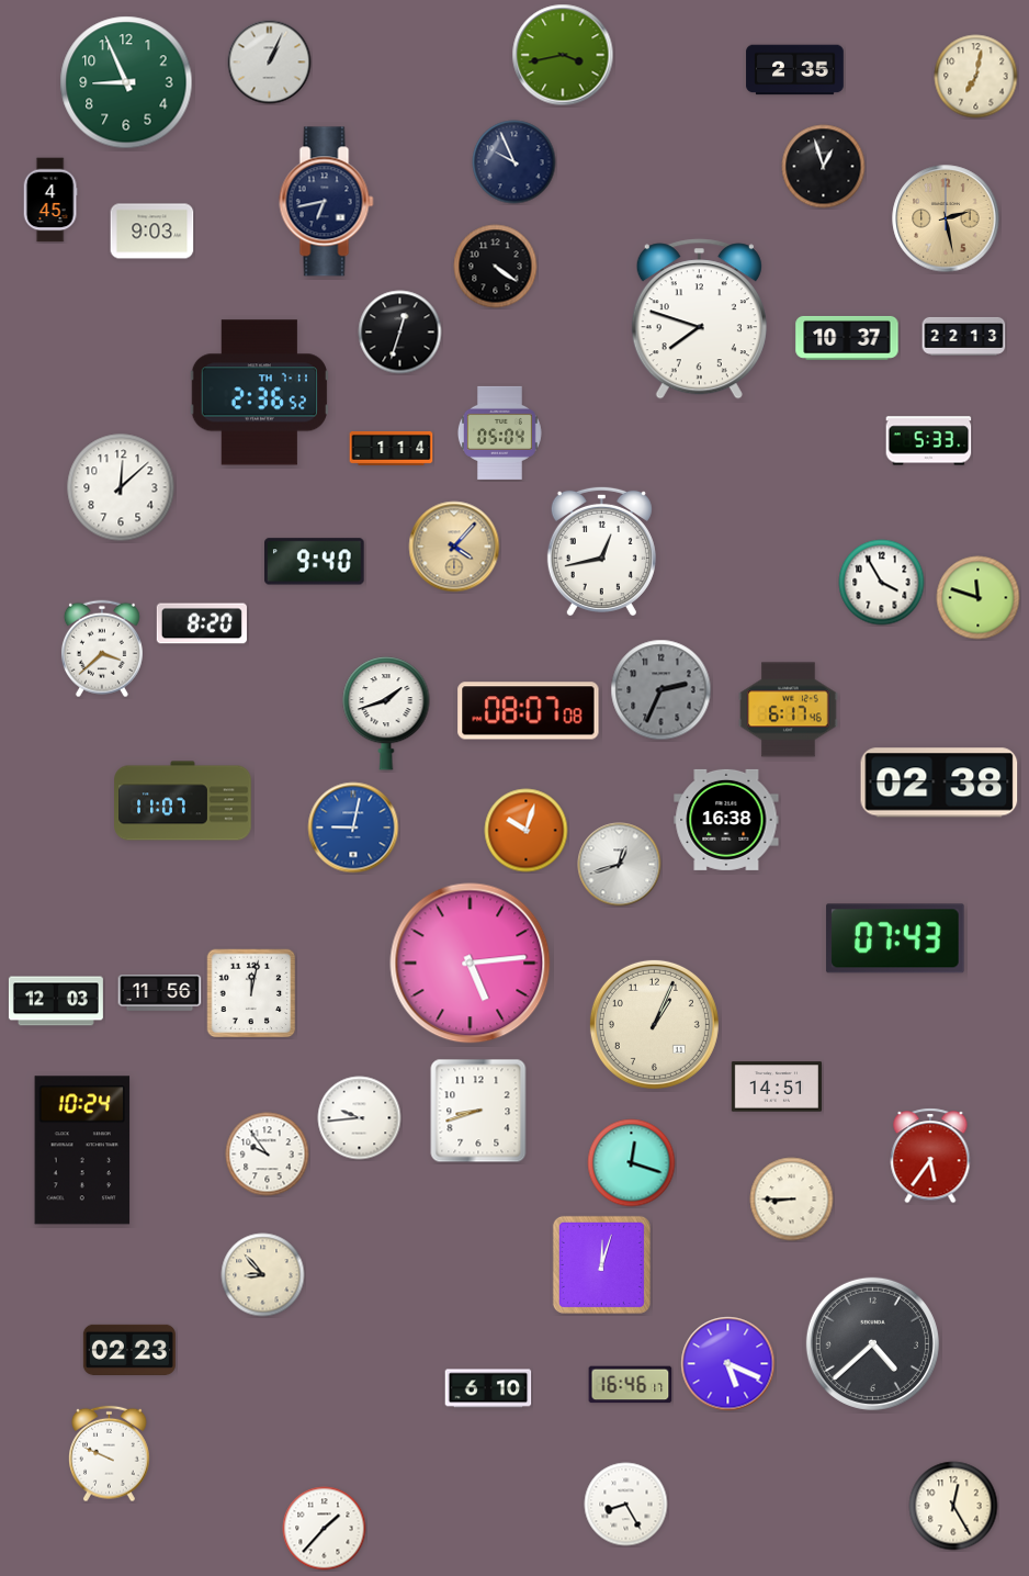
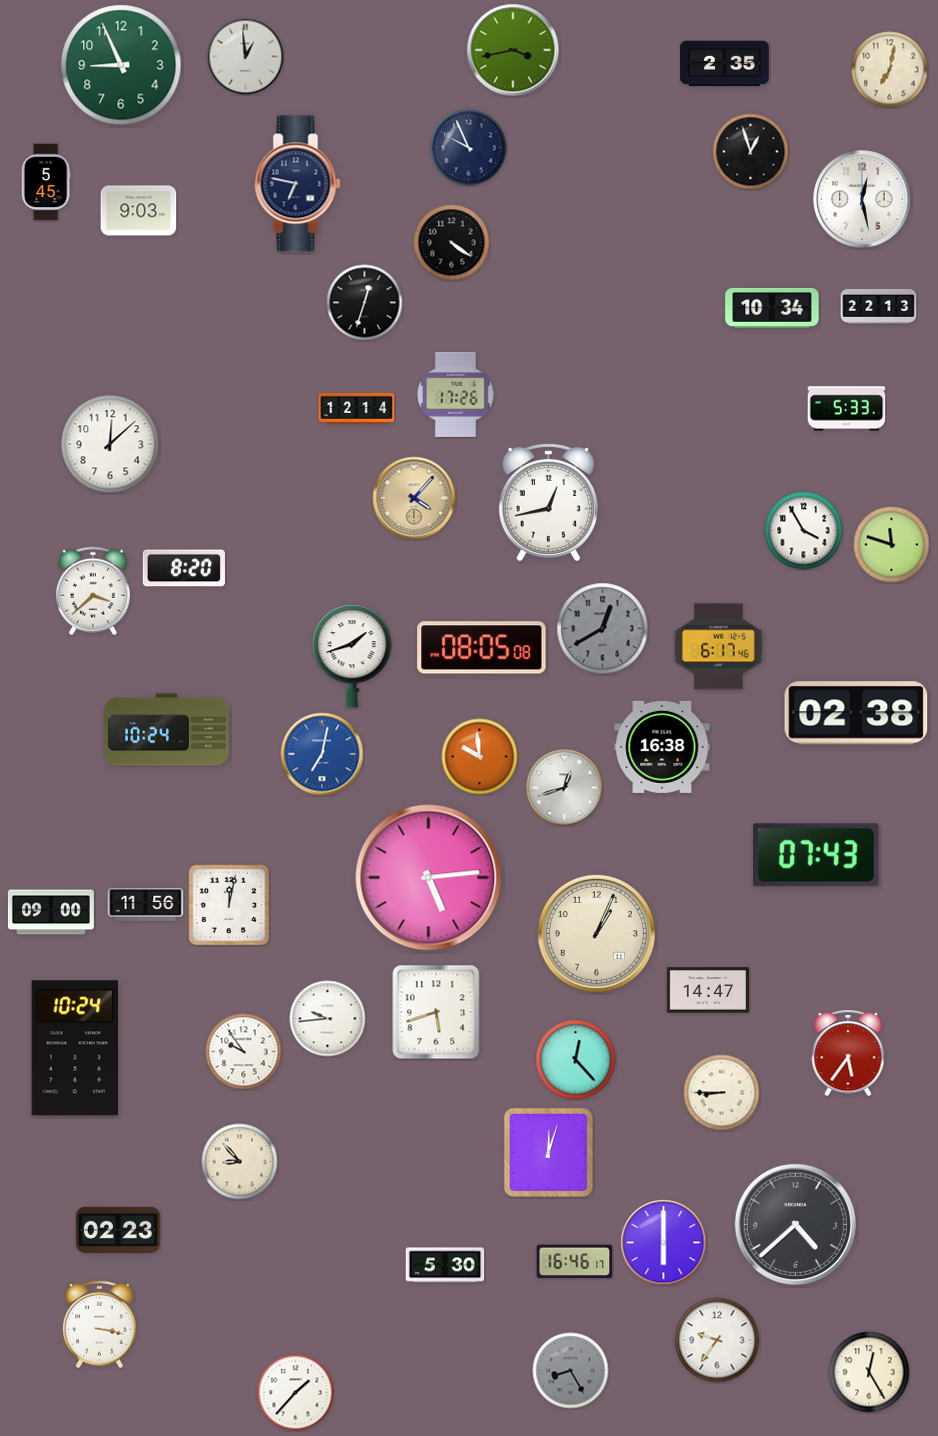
clock at (270, 63): 1:04 -> 12:59
clock at (126, 82) position: (126, 82) -> (121, 65)
clock at (50, 200): 4:45 -> 5:45
clock at (327, 202): 6:43 -> 6:47
clock at (946, 218): 2:28 -> 12:28
clock at (946, 218) dial: champagne -> white
clock at (699, 319): 7:48 -> none
clock at (847, 338): 10:37 -> 10:34
clock at (259, 393): 2:36 -> none
clock at (499, 432): 05:04 -> 17:26
clock at (929, 441) position: (929, 441) -> (847, 409)
clock at (392, 448): 1:14 -> 12:14
clock at (315, 562): 9:40 -> none
clock at (661, 690): 2:34 -> 12:40
clock at (529, 711): 08:07 -> 08:05
clock at (386, 713) position: (386, 713) -> (352, 656)
clock at (183, 801): 11:07 -> 10:24
clock at (353, 828): 9:02 -> 7:02
clock at (527, 831): 10:03 -> 9:59
clock at (56, 1001): 12:03 -> 09:00
clock at (776, 1087): 14:51 -> 14:47
clock at (478, 1111): 8:42 -> 5:42
clock at (632, 1163): 12:18 -> 12:23
clock at (728, 1364): 5:19 -> 6:00
clock at (488, 1388): 6:10 -> 5:30
clock at (110, 1454): 9:49 -> 3:17
clock at (717, 1340): none -> 9:36
clock at (626, 1505) dial: white -> grey
